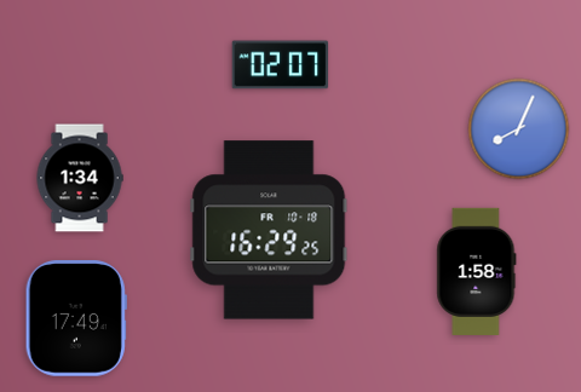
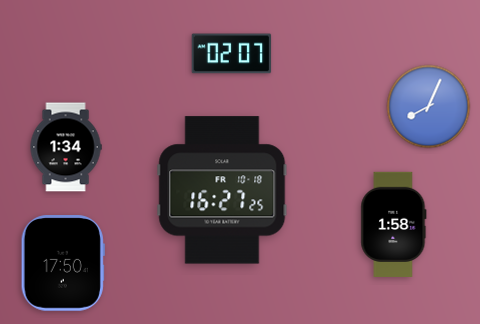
clock at (269, 230): 16:29 -> 16:27
clock at (76, 318): 17:49 -> 17:50
